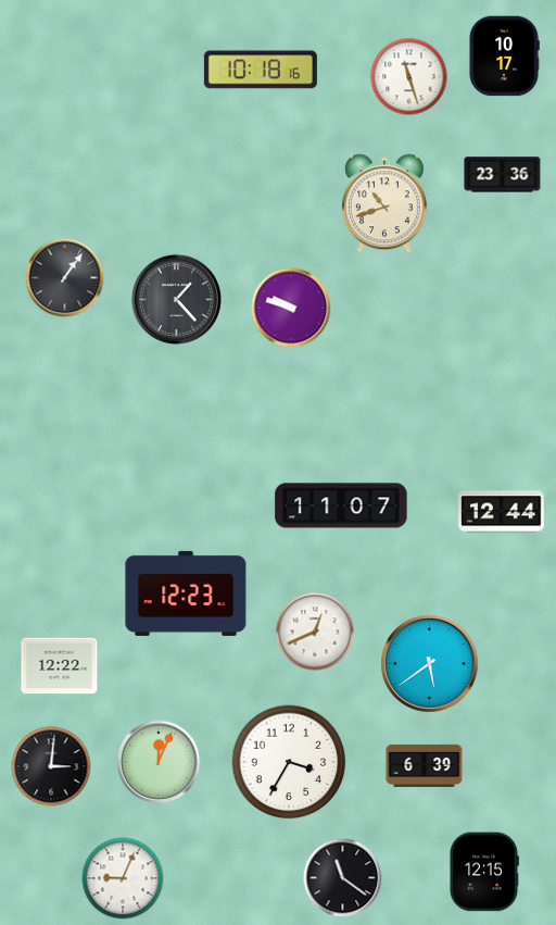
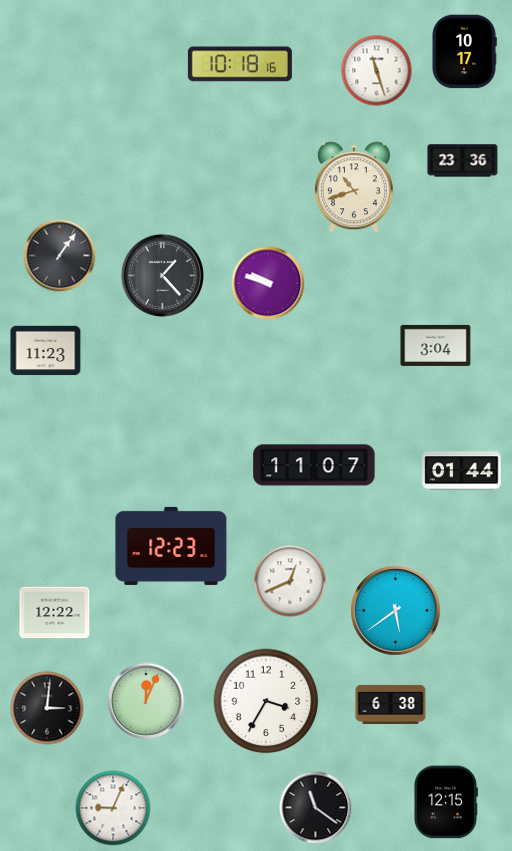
clock at (436, 345): none -> 3:04
clock at (46, 351): none -> 11:23
clock at (502, 512): 12:44 -> 01:44
clock at (425, 765): 6:39 -> 6:38
clock at (51, 766) position: (51, 766) -> (47, 708)
